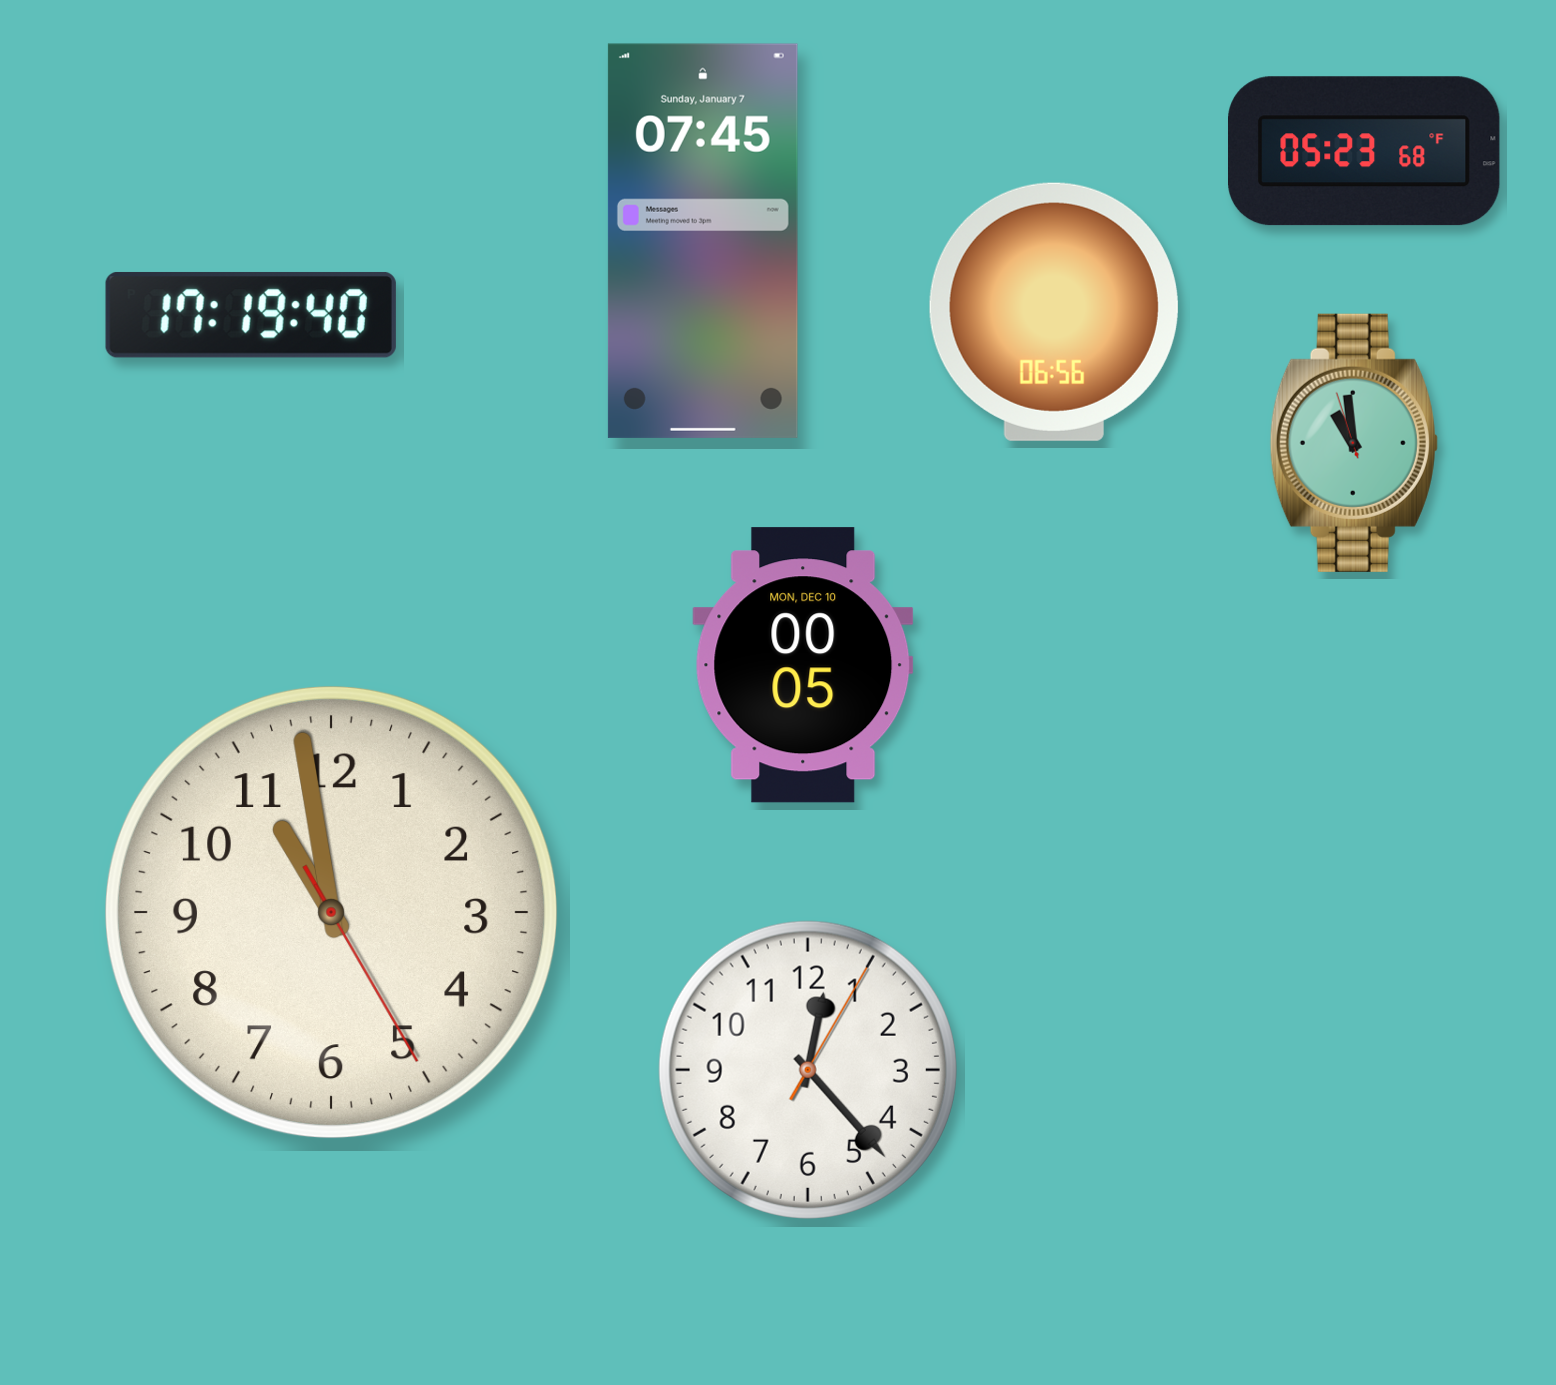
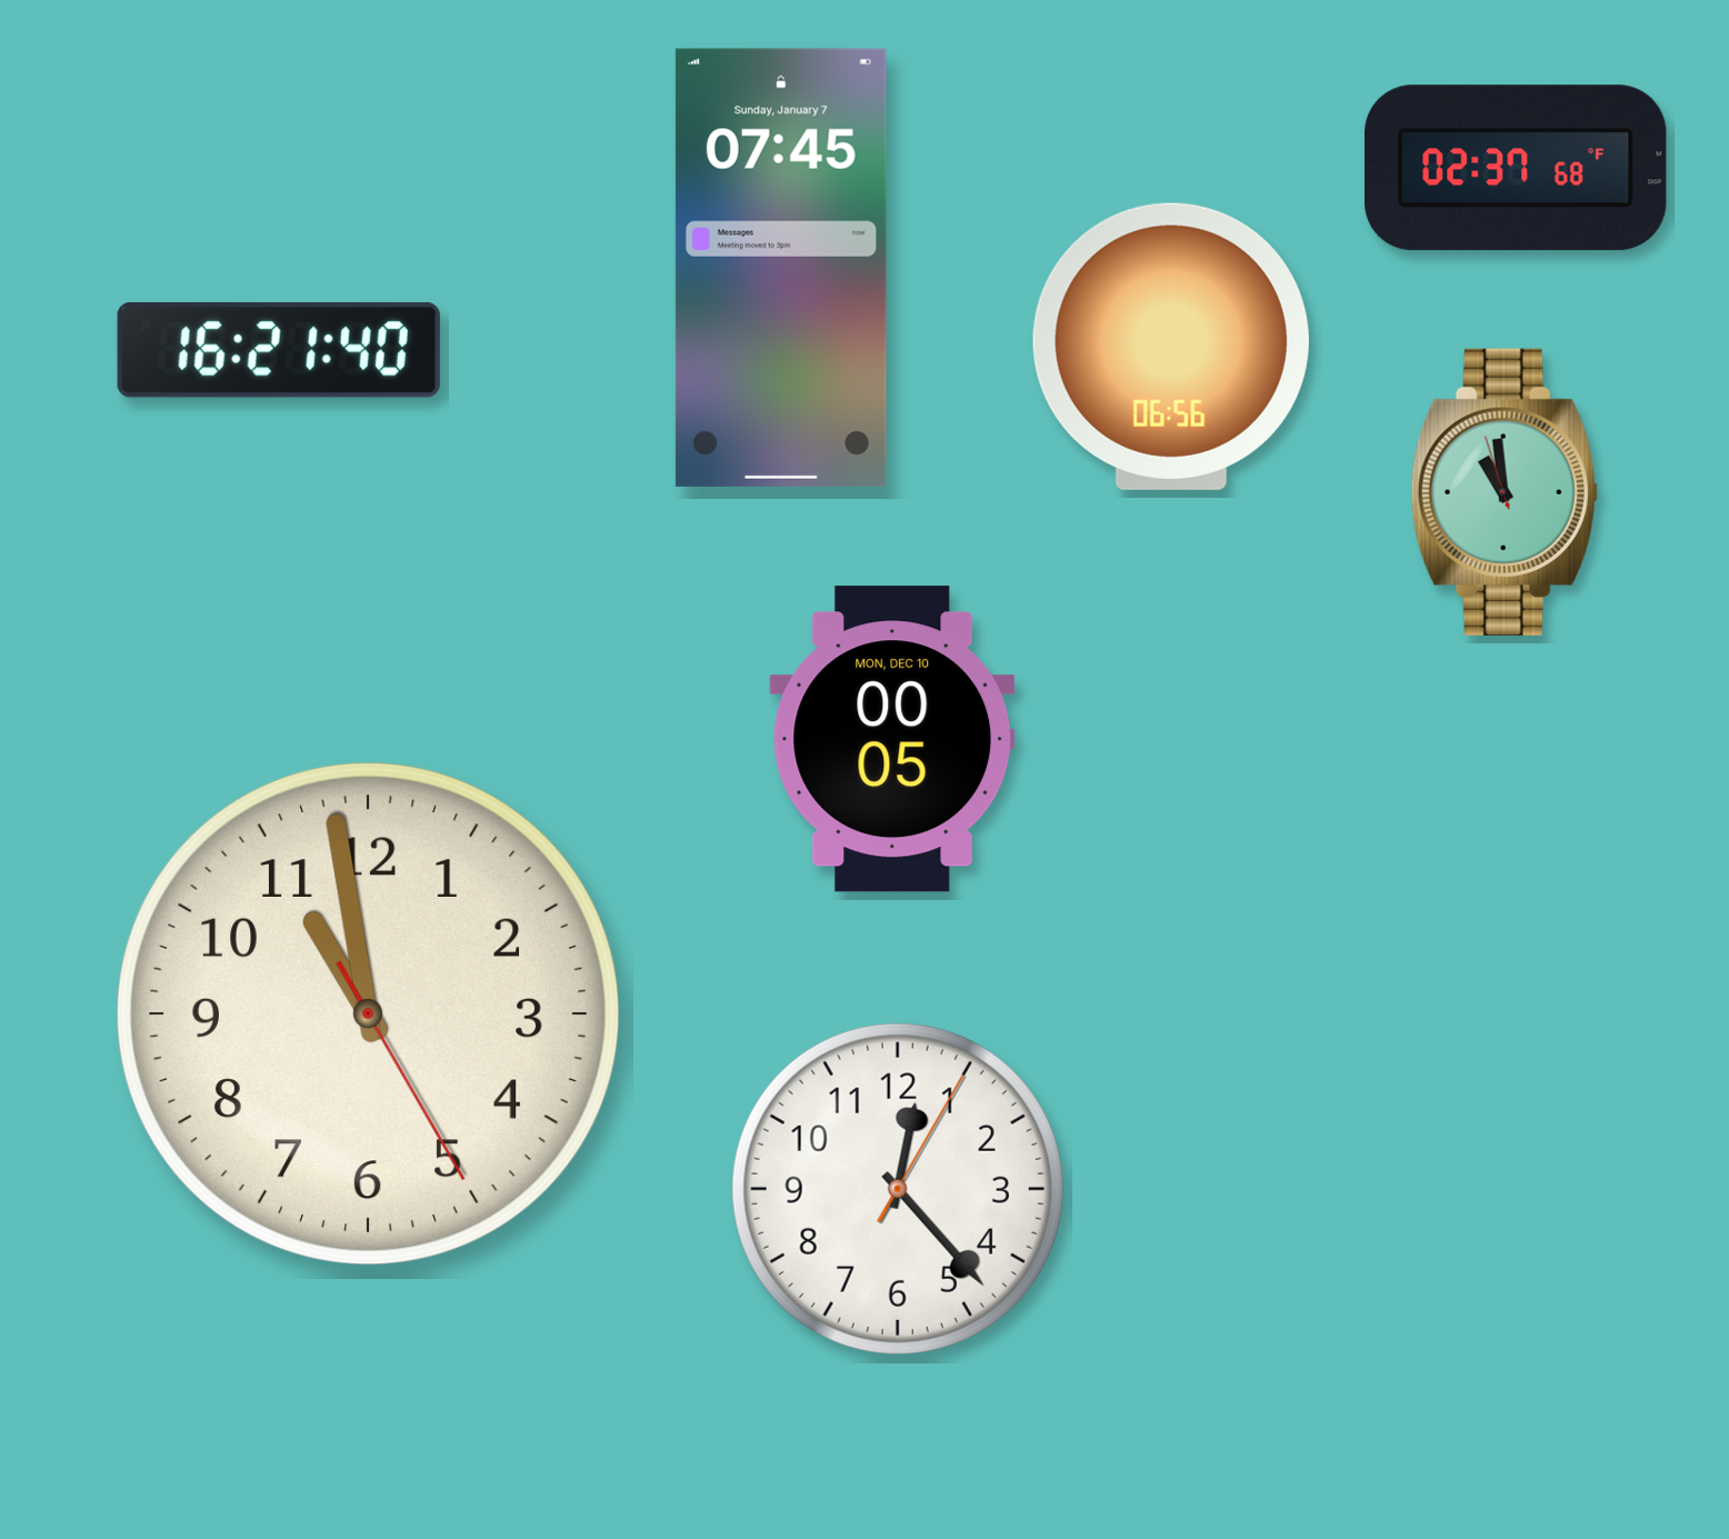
clock at (1365, 151): 05:23 -> 02:37
clock at (251, 315): 17:19 -> 16:21
